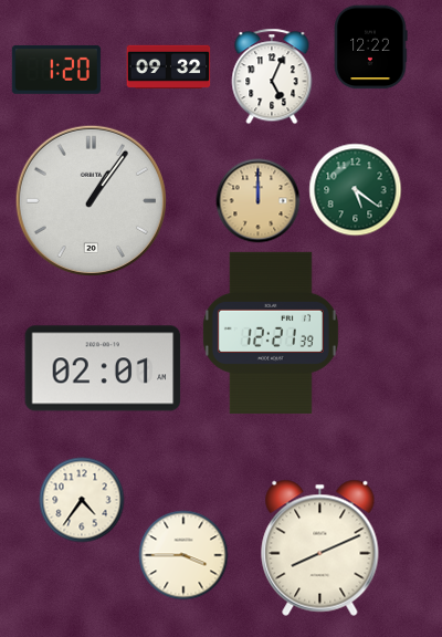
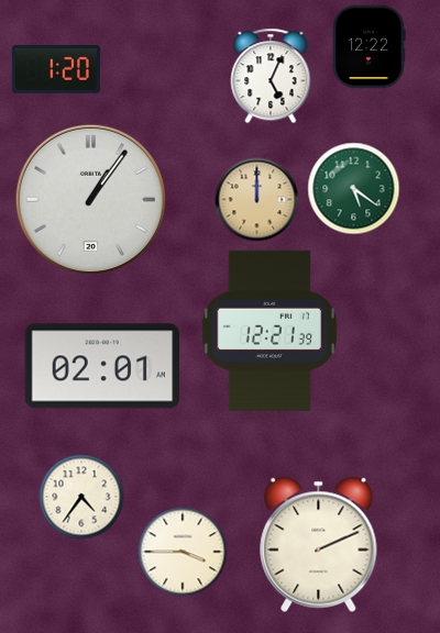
clock at (169, 67): 09:32 -> none
clock at (320, 547): 8:11 -> 2:11
